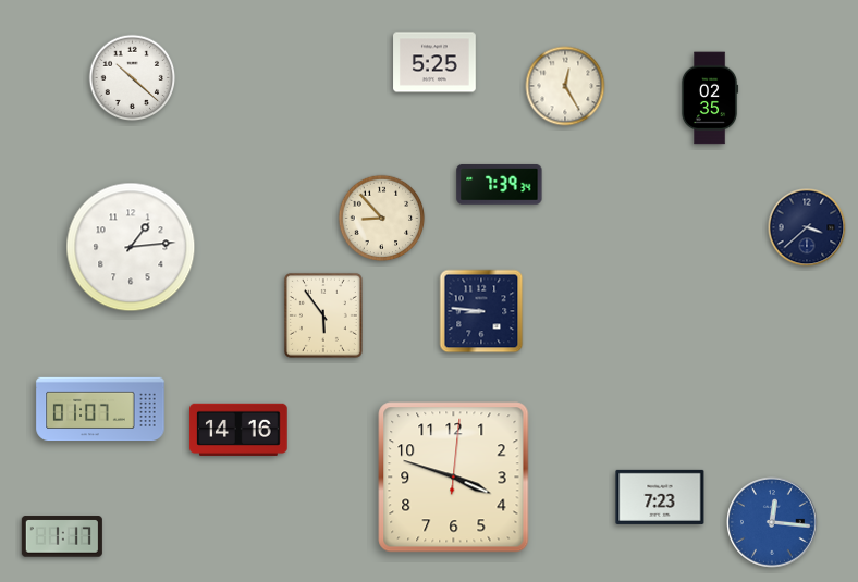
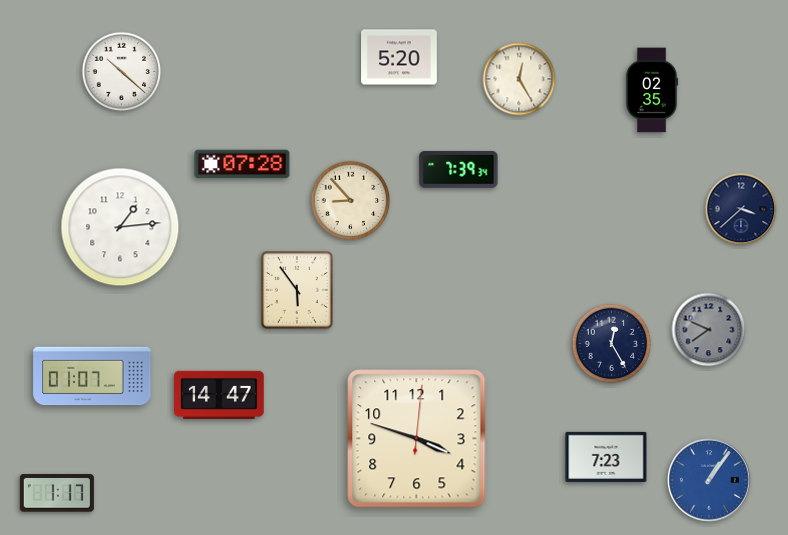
clock at (434, 62): 5:25 -> 5:20
clock at (242, 164): none -> 07:28
clock at (481, 311): 8:46 -> none
clock at (709, 330): none -> 7:49
clock at (612, 344): none -> 12:25
clock at (238, 430): 14:16 -> 14:47
clock at (772, 522): 12:16 -> 1:06
